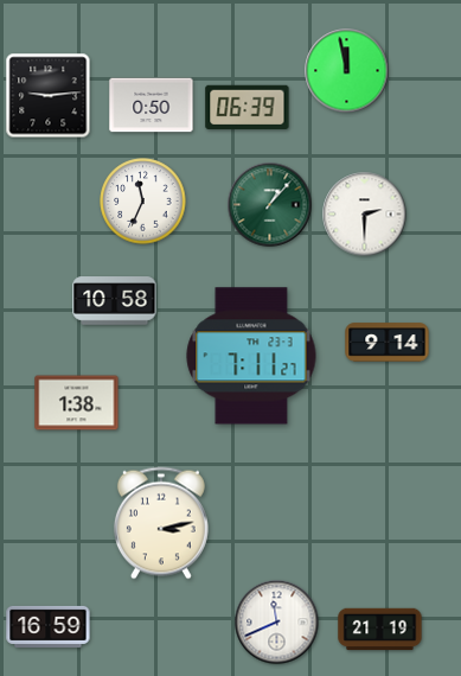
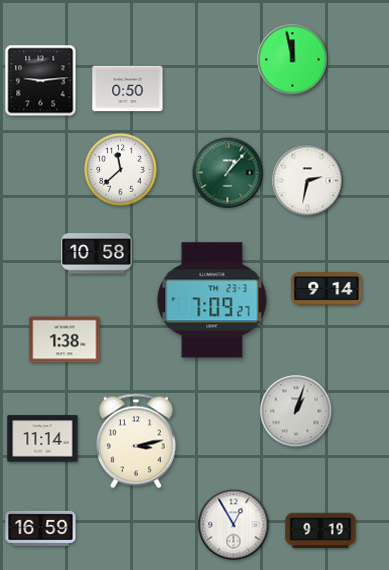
clock at (248, 107): 06:39 -> none
clock at (143, 202): 11:34 -> 11:38
clock at (365, 215): 2:30 -> 2:32
clock at (251, 356): 7:11 -> 7:09
clock at (296, 411): none -> 1:03
clock at (43, 439): none -> 11:14
clock at (277, 623): 11:41 -> 12:55
clock at (380, 630): 21:19 -> 9:19
